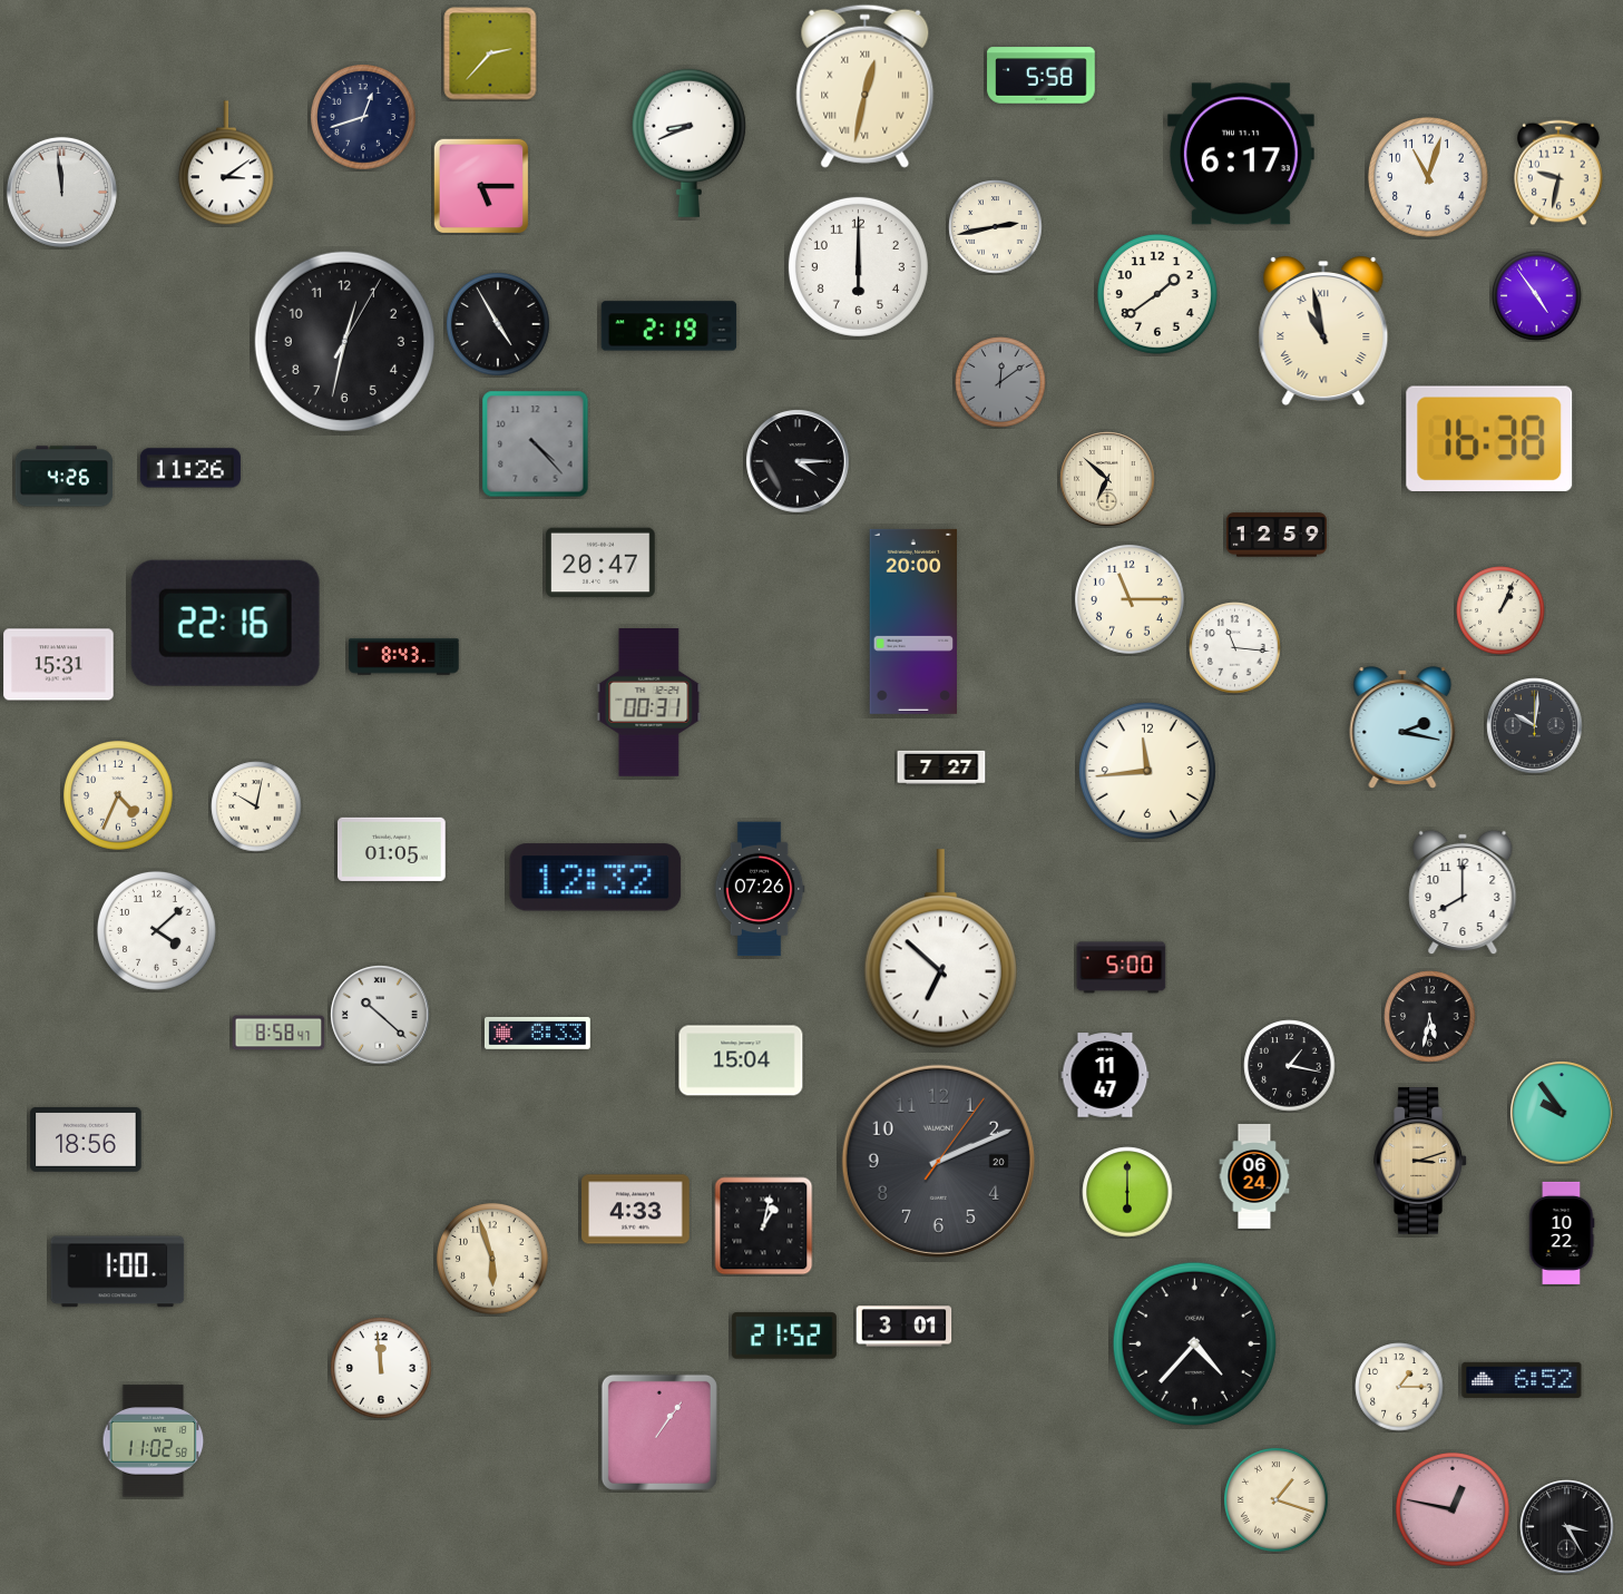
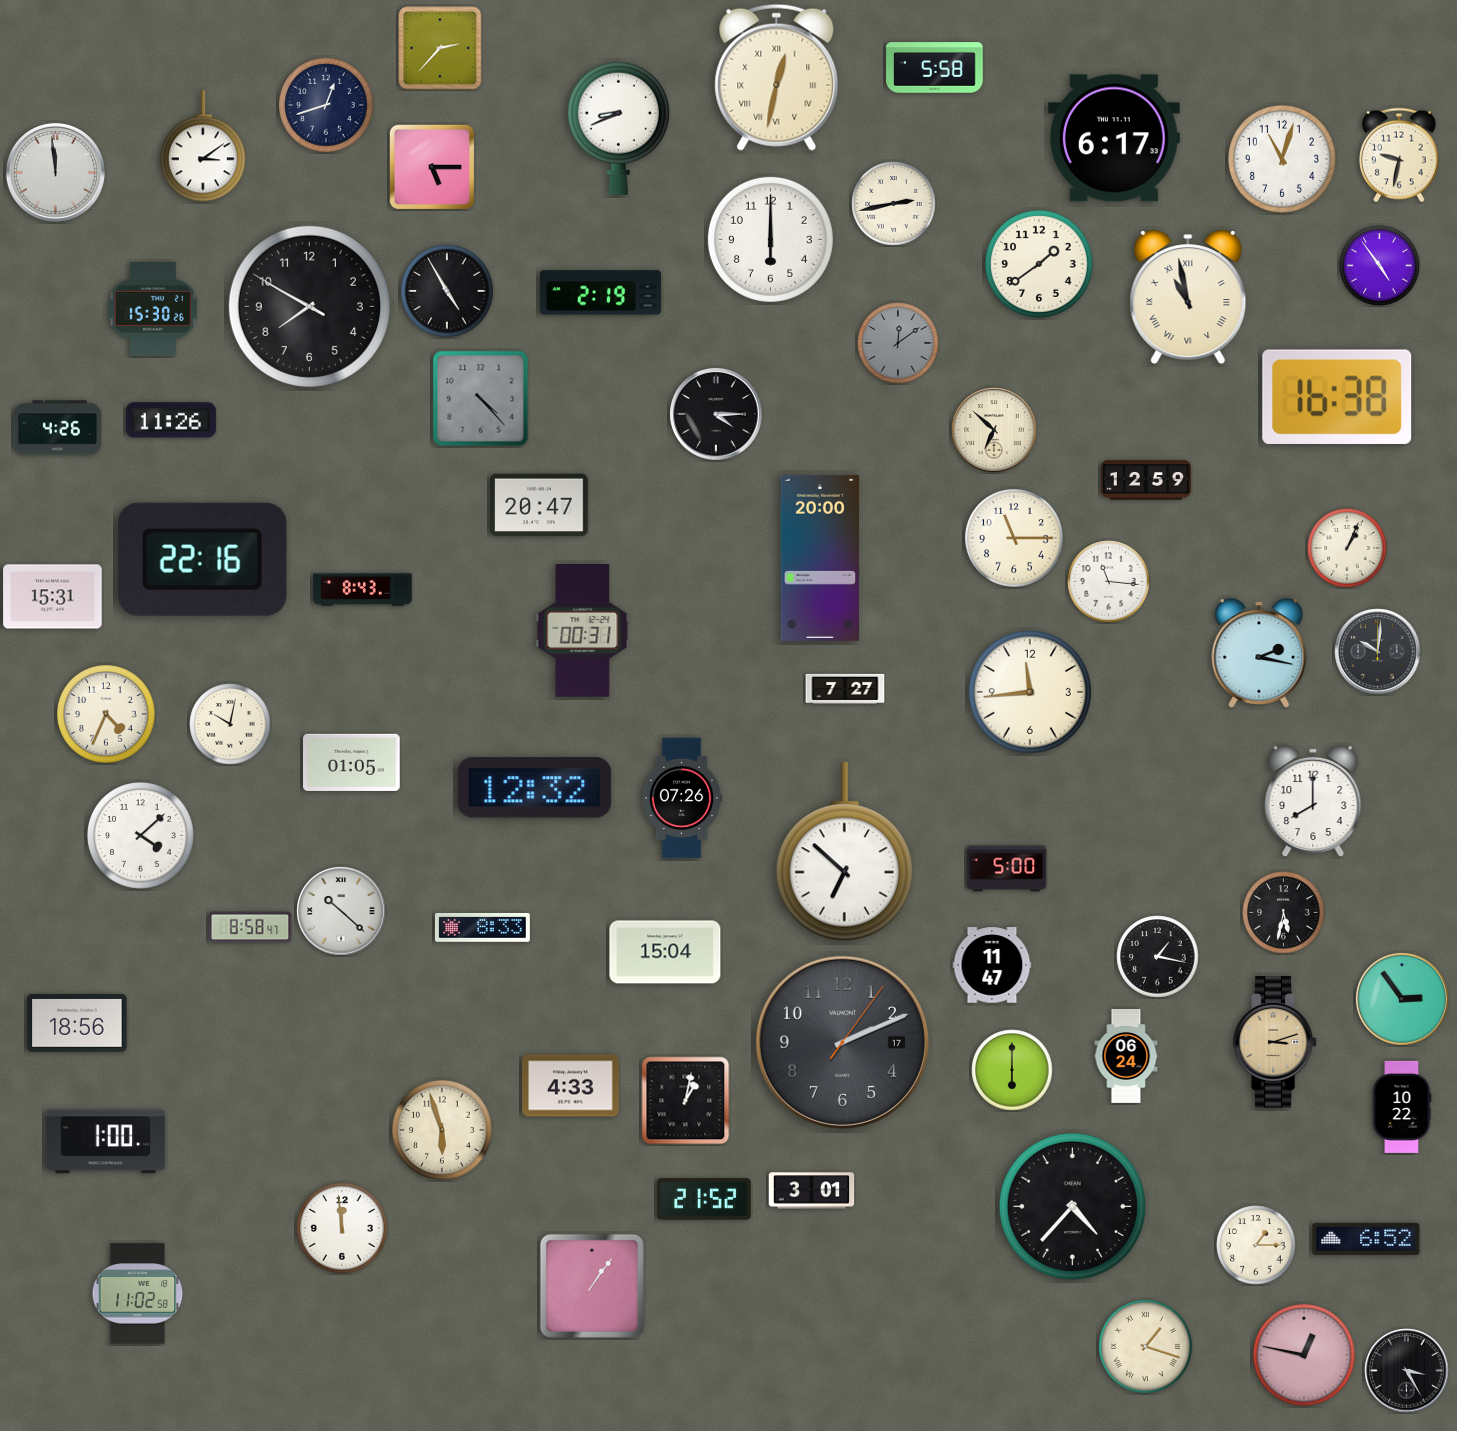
clock at (344, 341): 12:32 -> 7:49
clock at (153, 309): none -> 15:30
clock at (1489, 439) position: (1489, 439) -> (1337, 397)
clock at (1563, 1114): 9:54 -> 2:54
clock at (938, 1161) date: 20 -> 17
